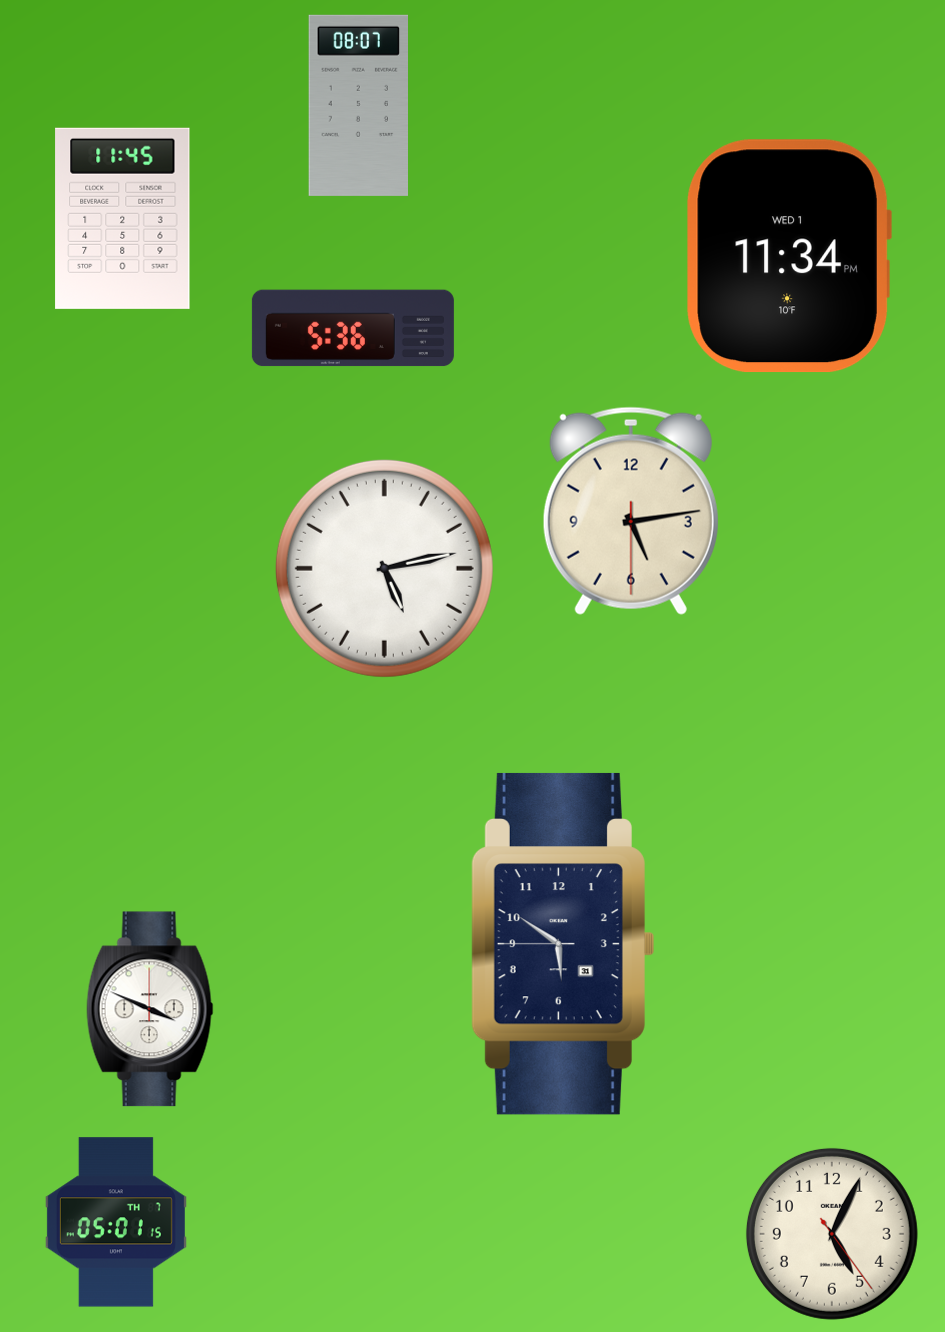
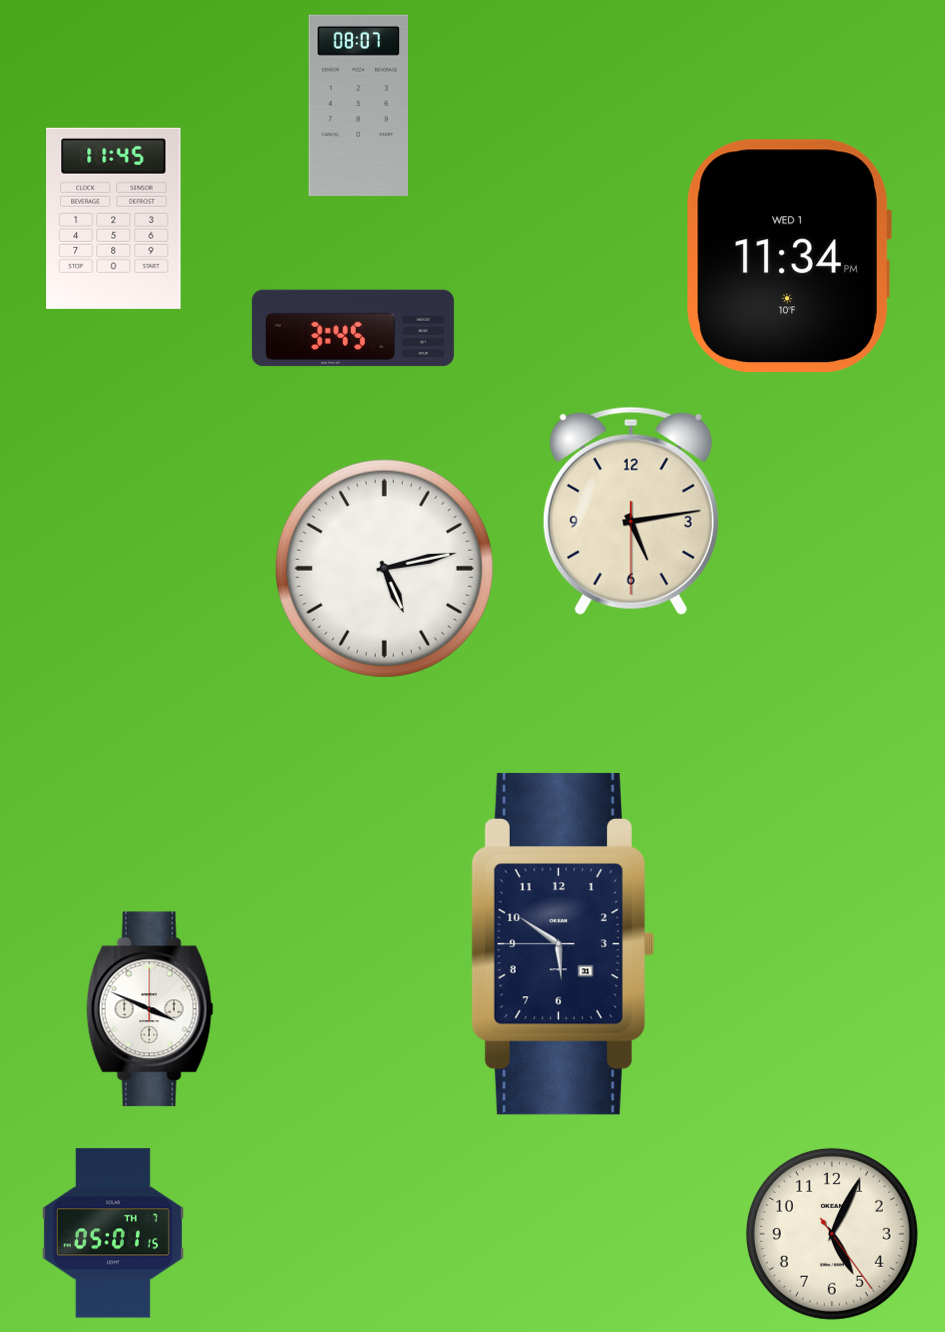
clock at (123, 218) position: (123, 218) -> (114, 218)
clock at (353, 328): 5:36 -> 3:45
clock at (116, 1222) position: (116, 1222) -> (113, 1233)
